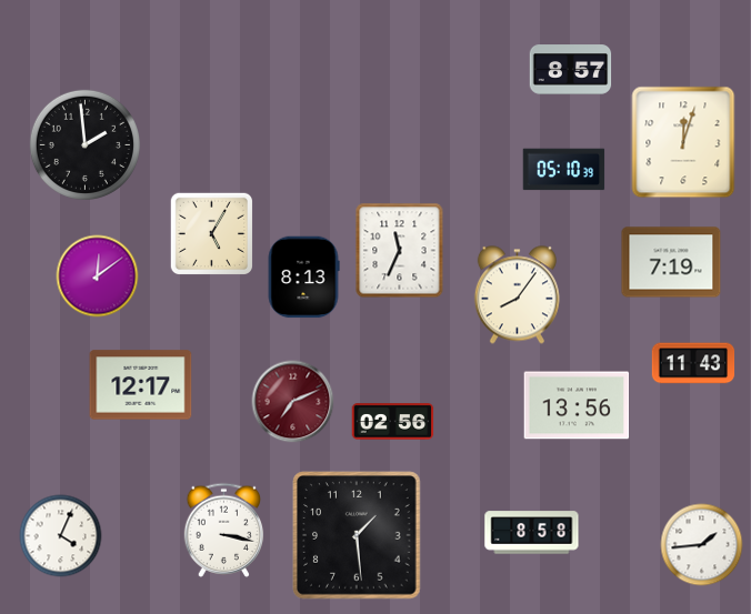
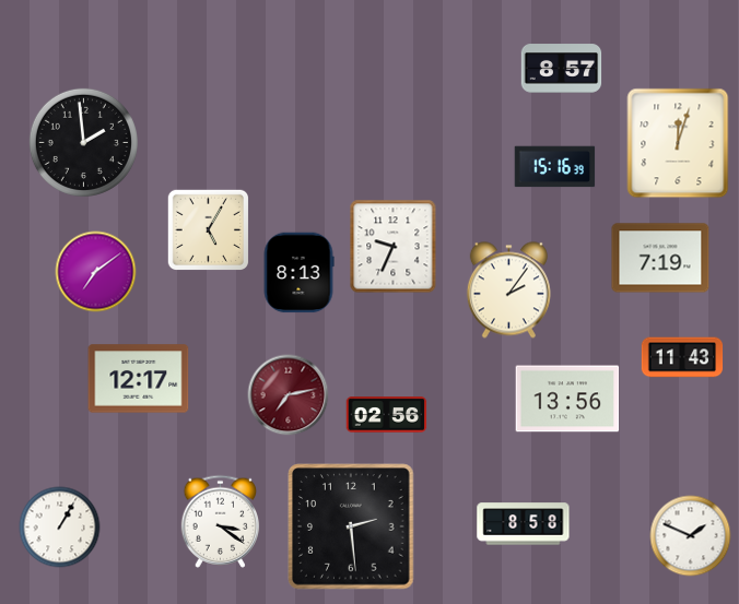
clock at (683, 142) position: (683, 142) -> (678, 143)
clock at (564, 170): 05:10 -> 15:16
clock at (400, 251): 11:34 -> 9:34
clock at (98, 276): 12:09 -> 7:09
clock at (517, 295): 8:06 -> 2:06
clock at (293, 402): 7:11 -> 7:13
clock at (224, 530): 3:17 -> 3:21
clock at (357, 535): 1:29 -> 2:29
clock at (61, 536): 4:04 -> 1:05
clock at (702, 545): 1:44 -> 1:49
